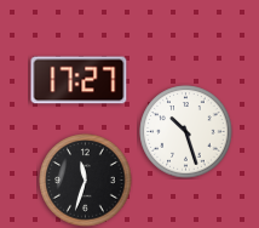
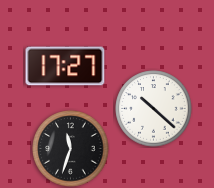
clock at (186, 132): 10:27 -> 10:22
